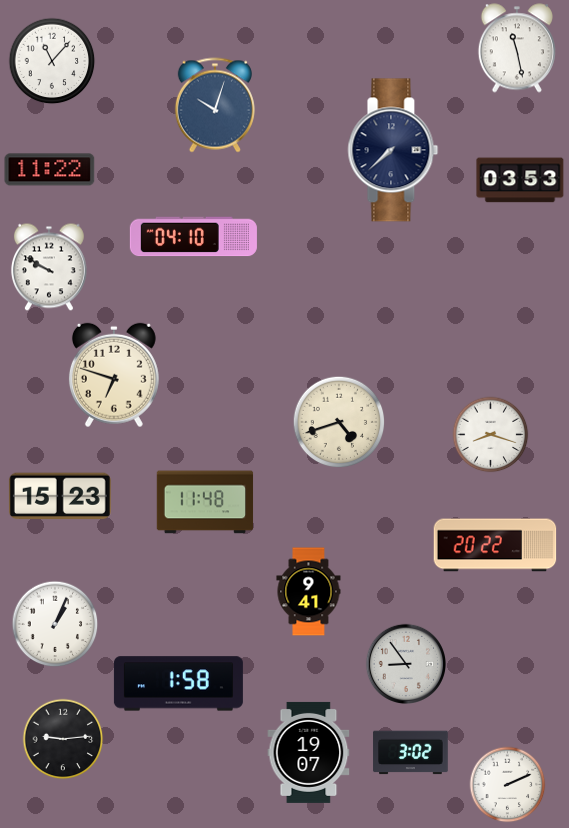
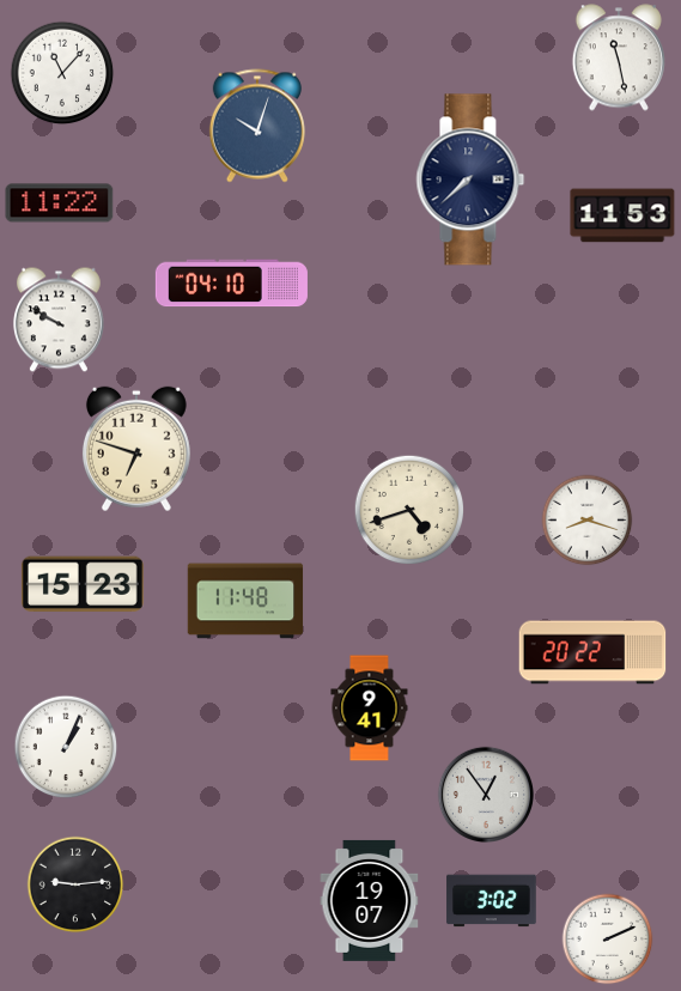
clock at (520, 180): 03:53 -> 11:53
clock at (339, 422) position: (339, 422) -> (409, 510)
clock at (60, 496) position: (60, 496) -> (83, 584)
clock at (405, 663): 8:54 -> 12:54
clock at (178, 684): 1:58 -> none
